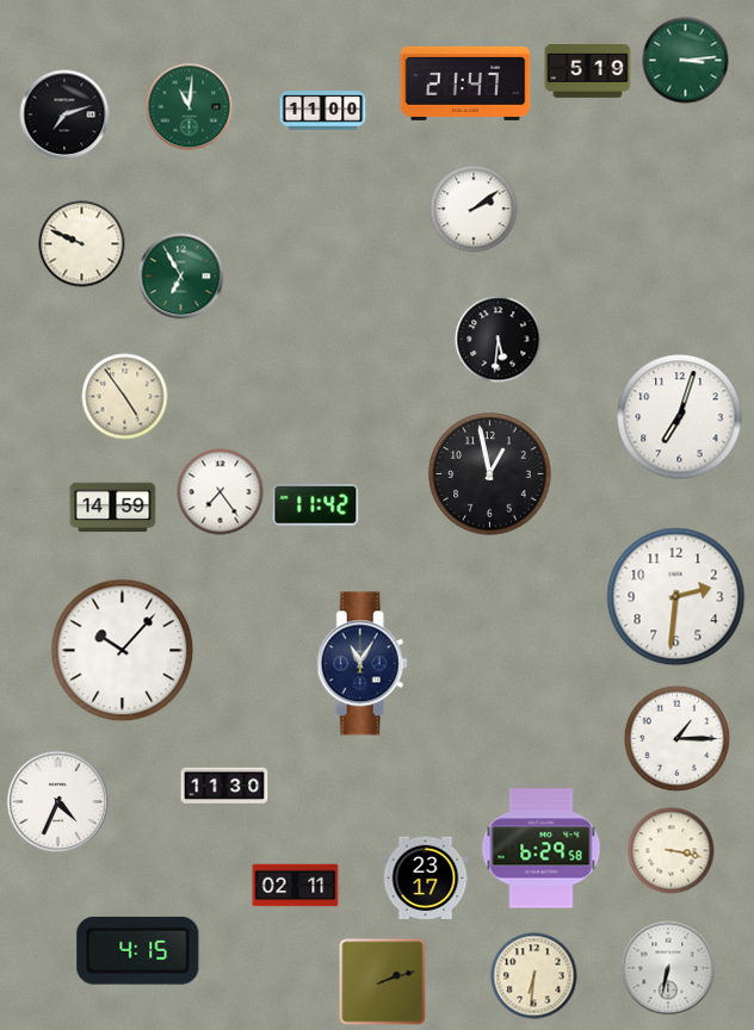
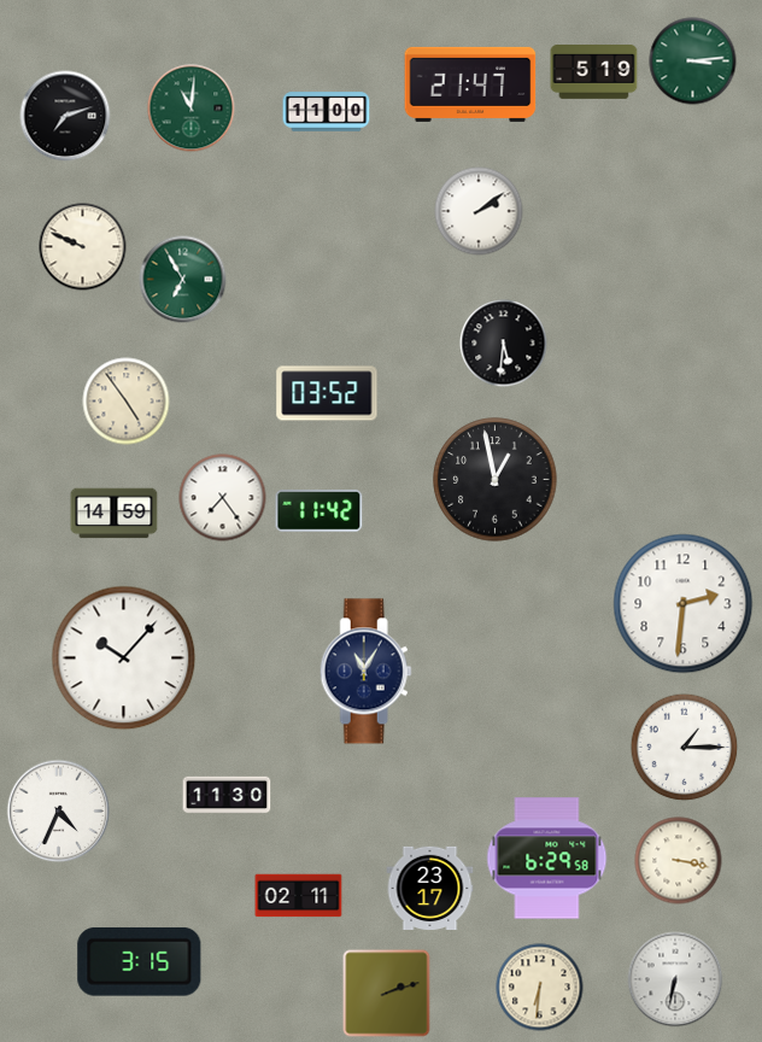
clock at (327, 393): none -> 03:52
clock at (680, 417): 7:03 -> none
clock at (138, 950): 4:15 -> 3:15
